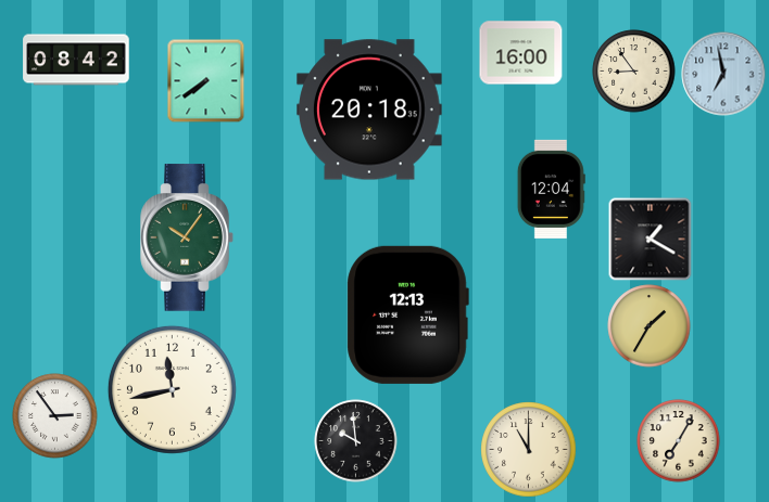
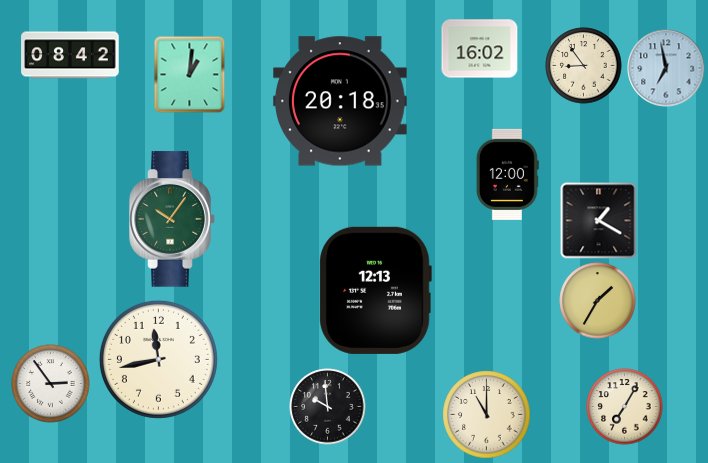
clock at (521, 53): 16:00 -> 16:02
clock at (206, 80): 7:39 -> 1:01
clock at (551, 189): 12:04 -> 12:00
